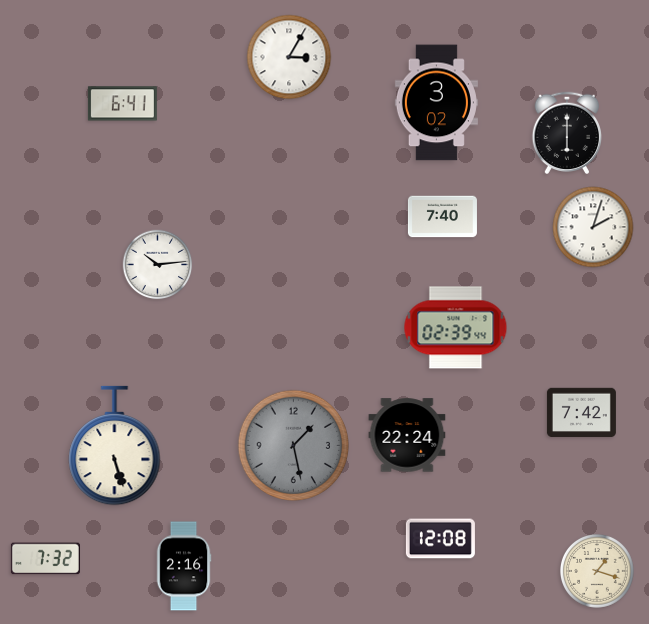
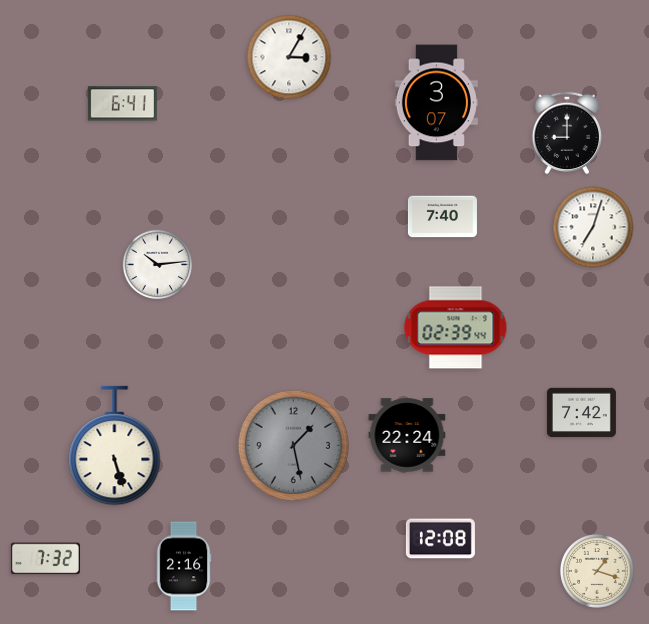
clock at (436, 103): 3:02 -> 3:07
clock at (567, 132): 6:00 -> 9:00
clock at (593, 227): 2:03 -> 7:03
